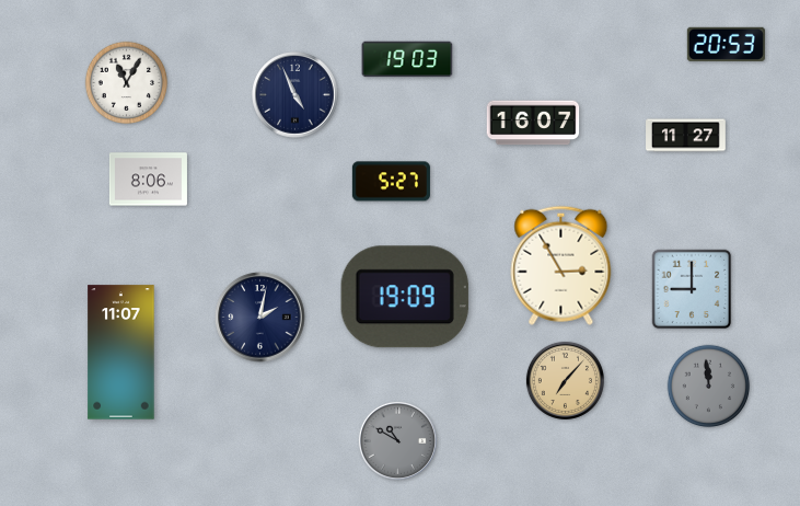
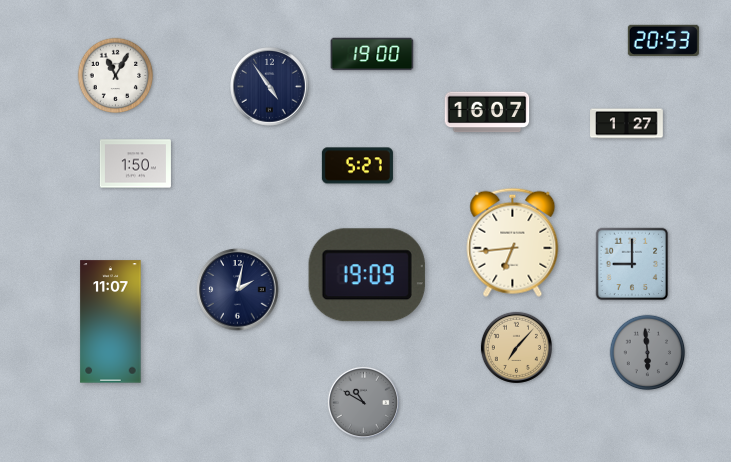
clock at (407, 59): 19:03 -> 19:00
clock at (295, 95): 4:56 -> 4:54
clock at (686, 136): 11:27 -> 1:27
clock at (148, 180): 8:06 -> 1:50
clock at (561, 265): 2:55 -> 6:44
clock at (405, 297) position: (405, 297) -> (367, 275)
clock at (709, 387): 11:59 -> 5:59
